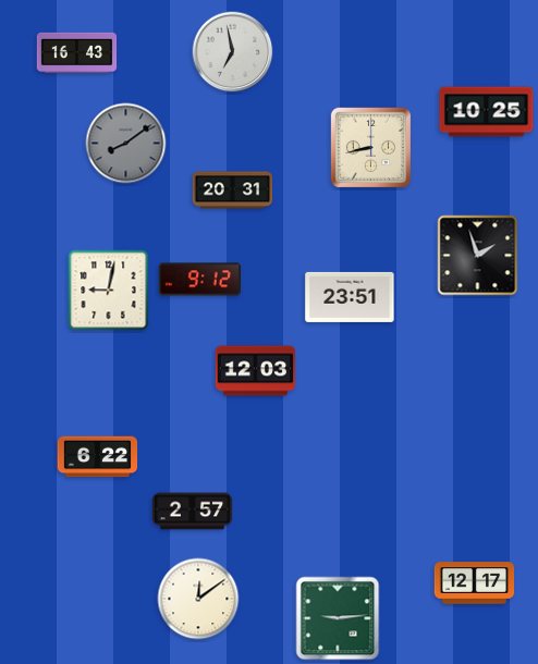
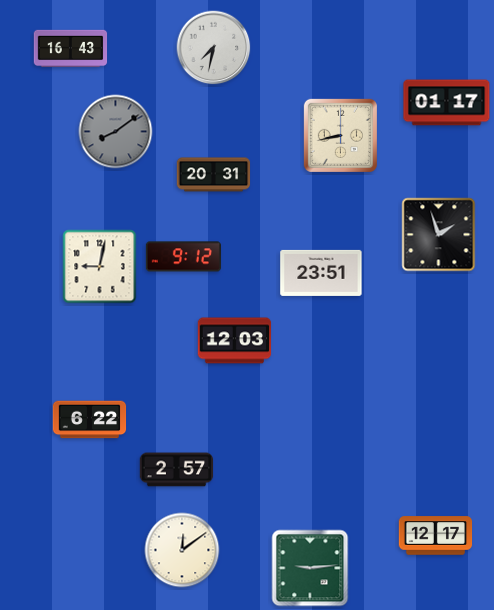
clock at (233, 52): 6:58 -> 7:32
clock at (487, 112): 10:25 -> 01:17
